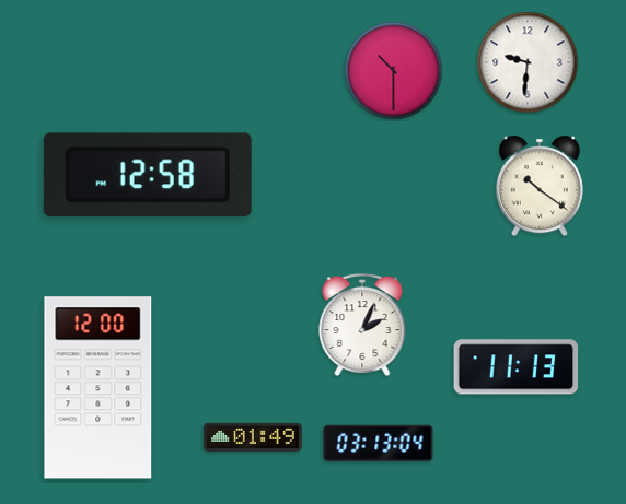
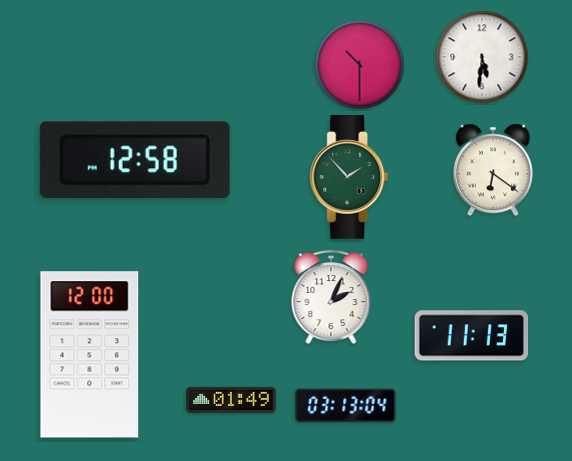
clock at (528, 62): 9:31 -> 5:31
clock at (540, 186): 10:21 -> 6:21
clock at (349, 178): none -> 1:53
